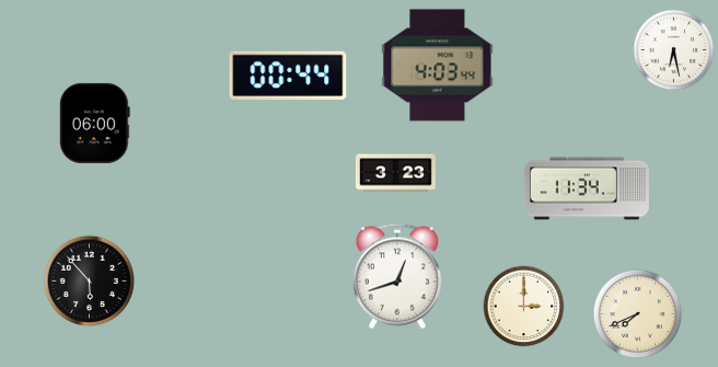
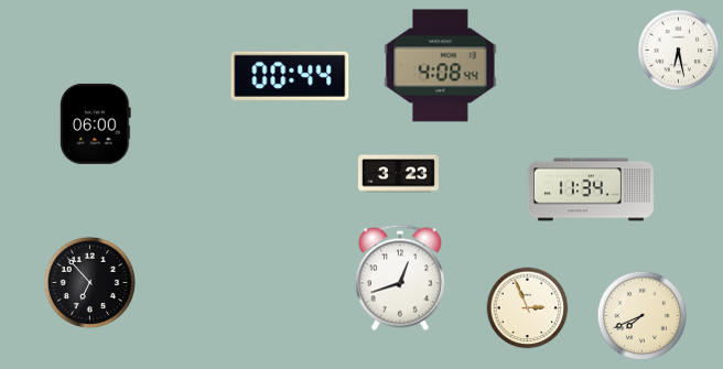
clock at (438, 66): 4:03 -> 4:08
clock at (89, 280): 5:53 -> 6:53
clock at (524, 307): 3:00 -> 2:56
